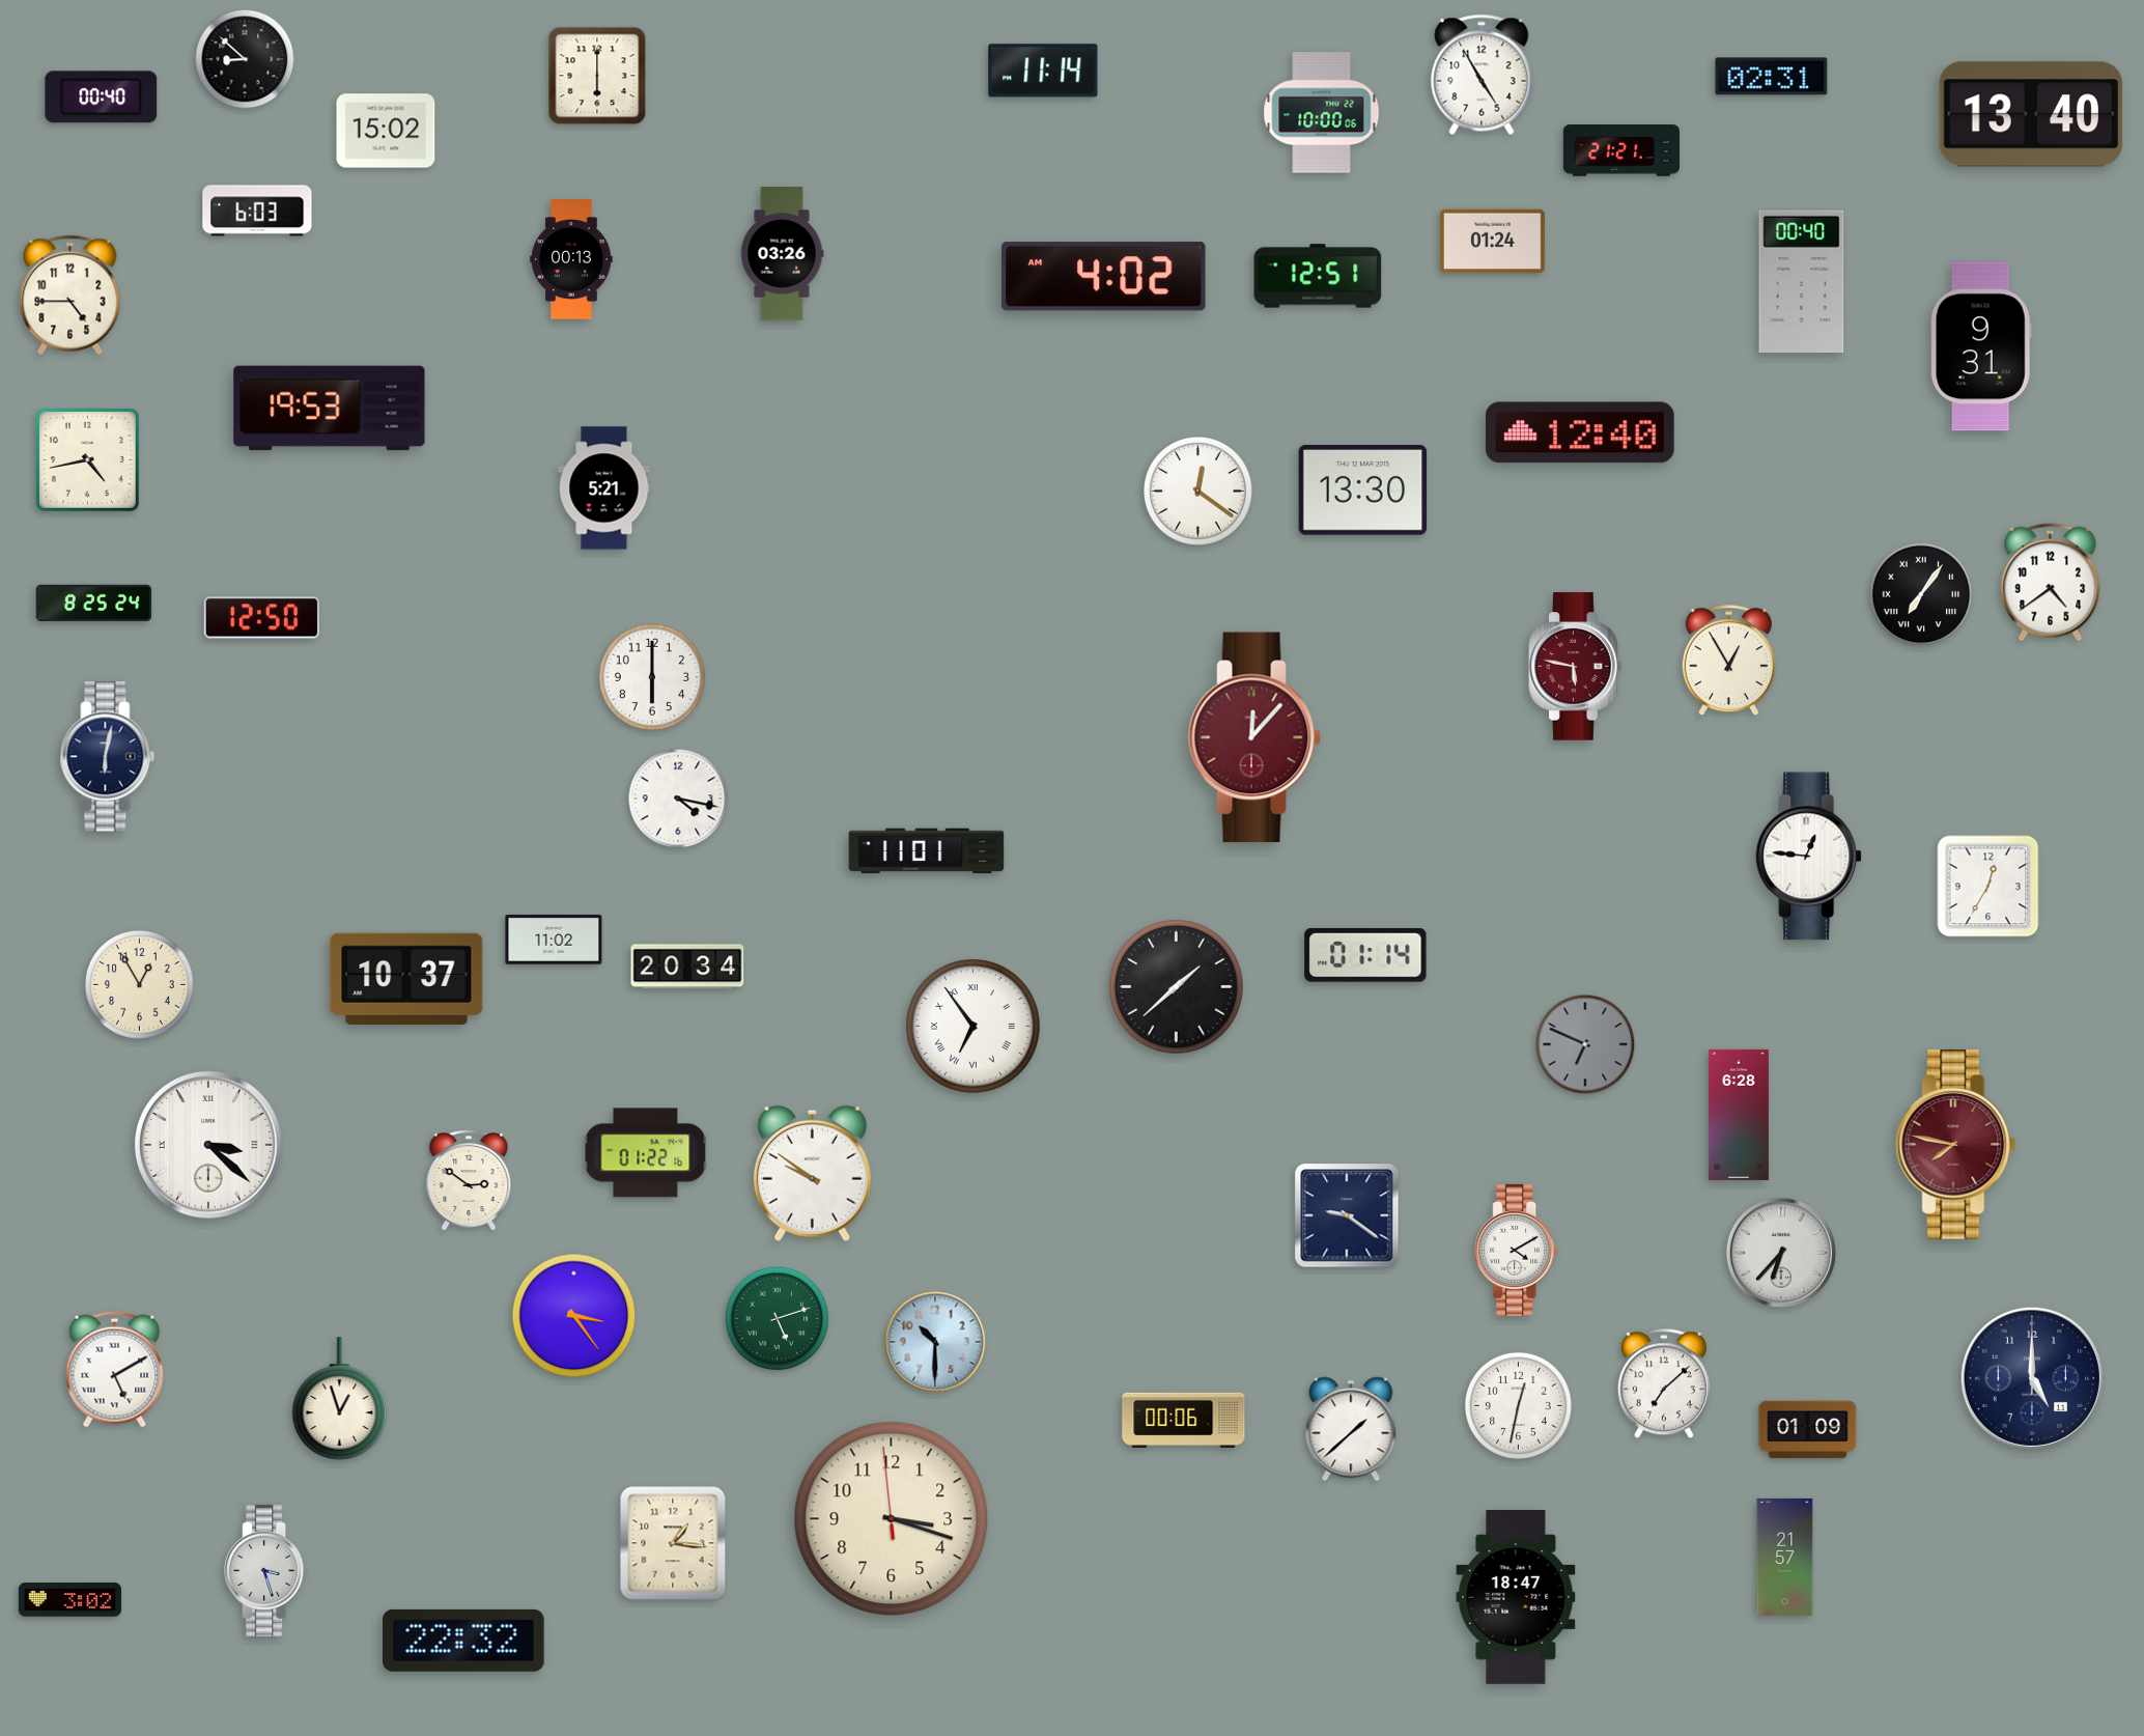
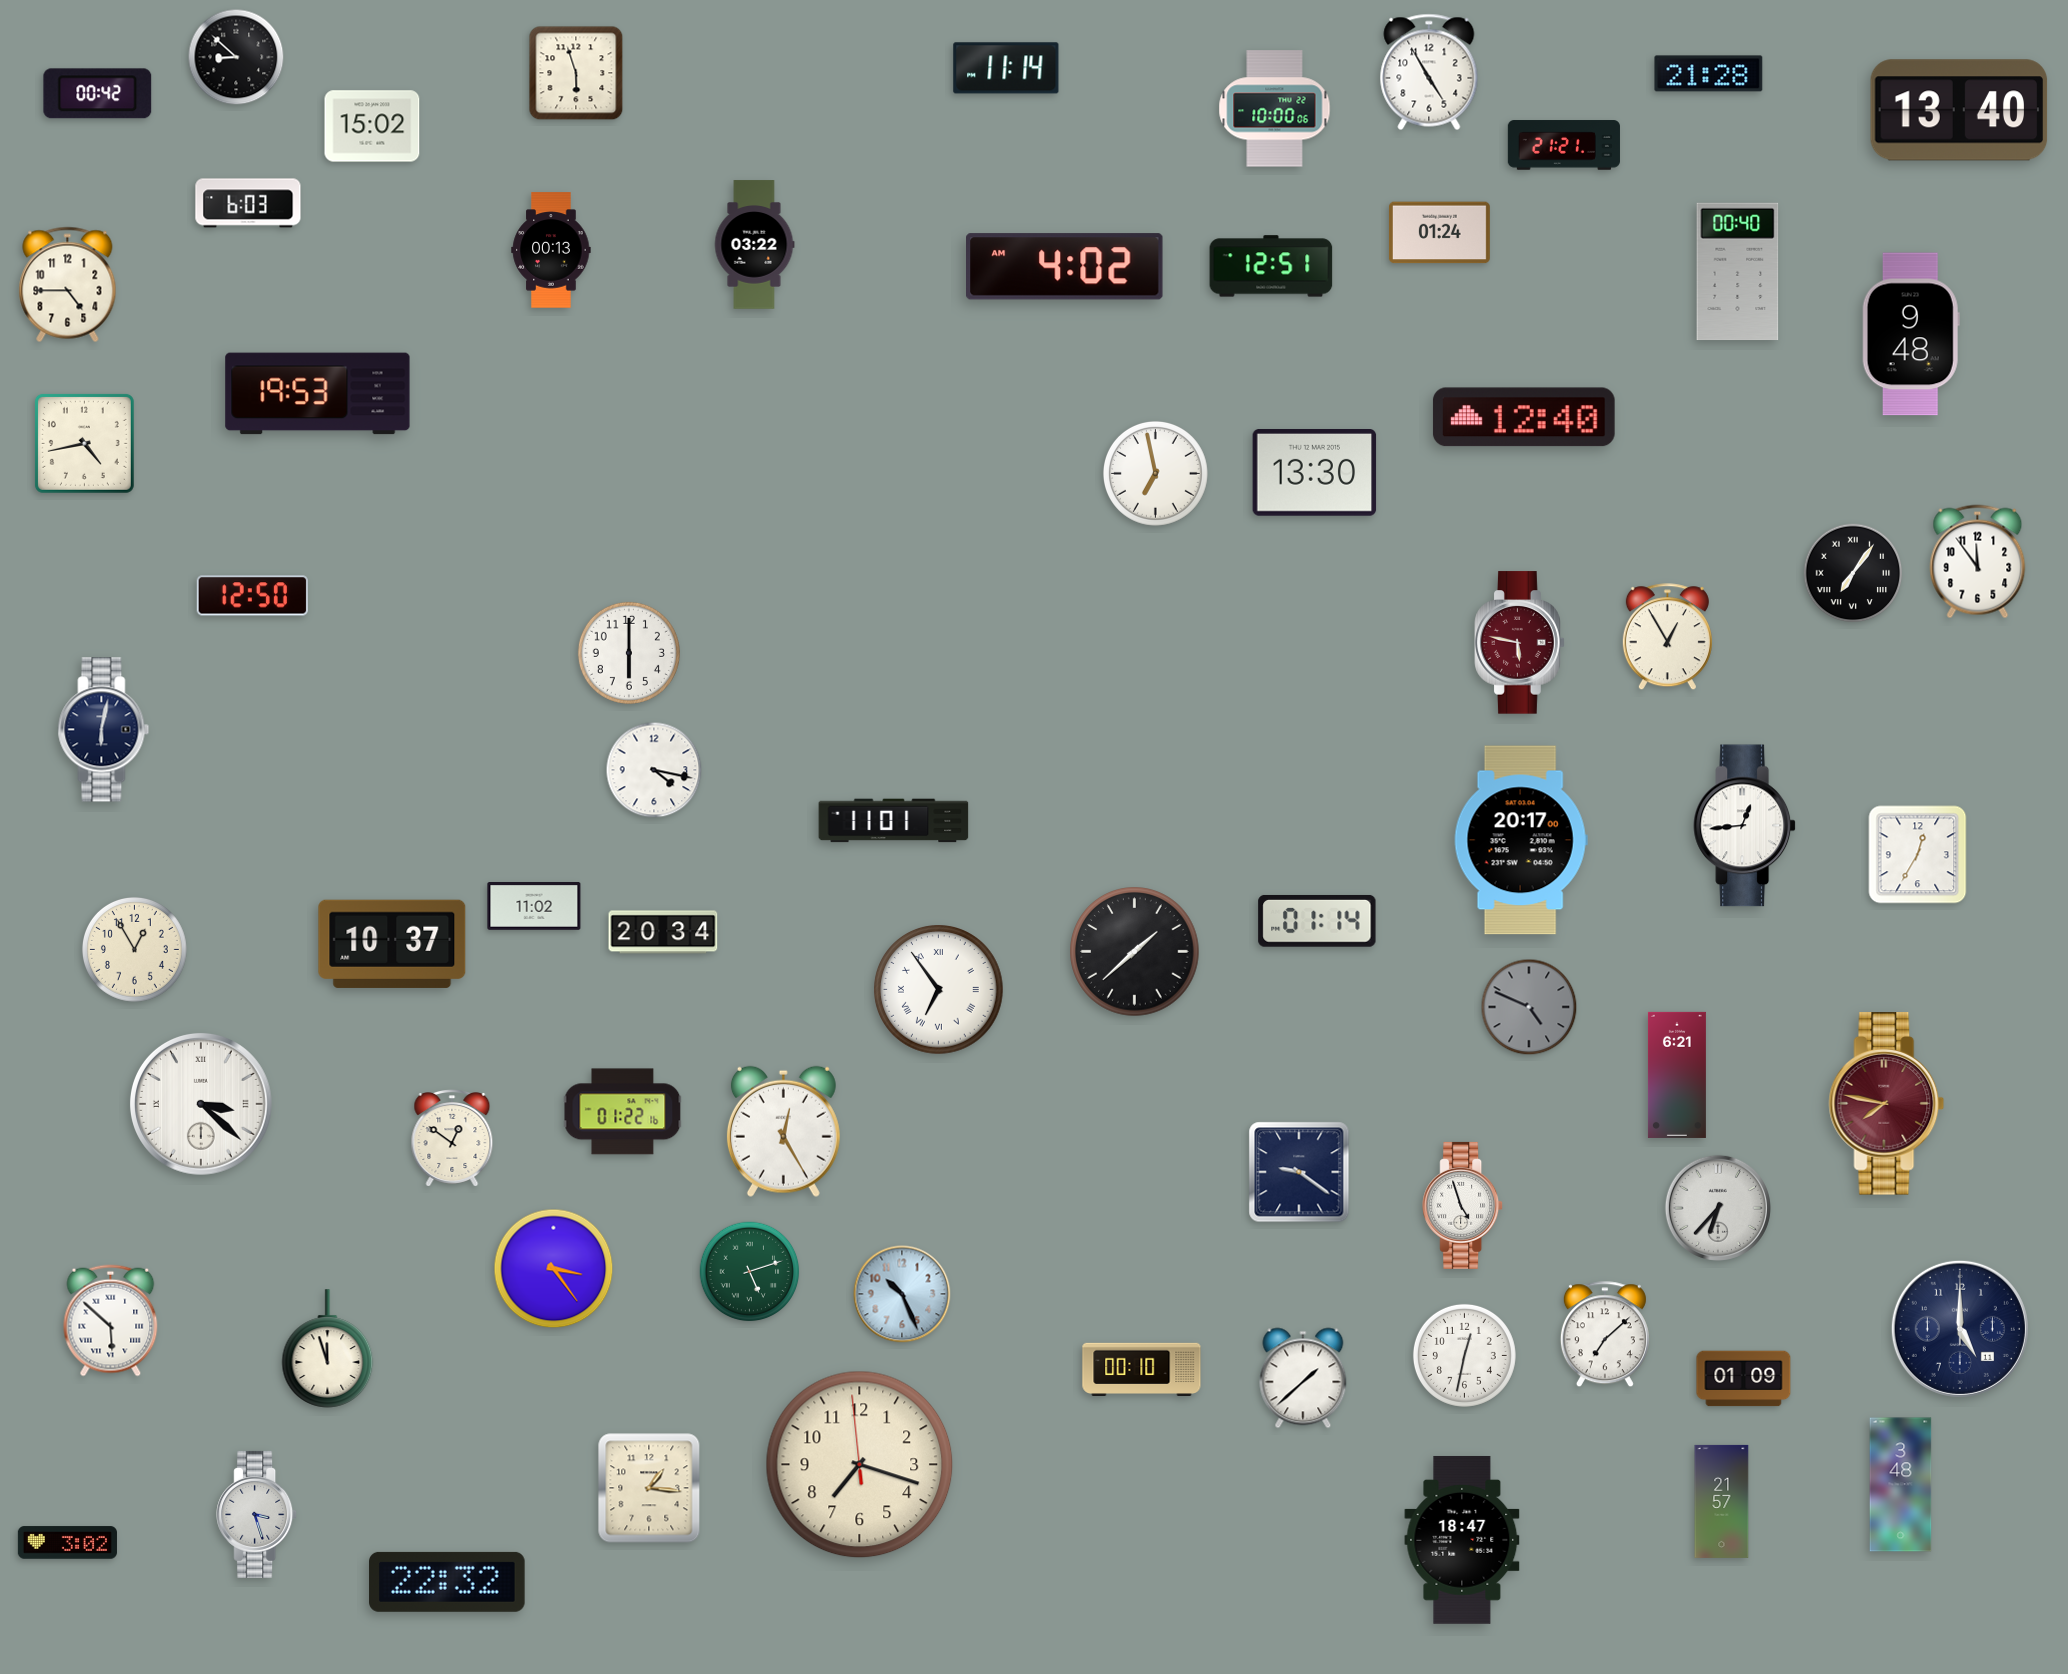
clock at (597, 76): 6:00 -> 5:57
clock at (1772, 77): 02:31 -> 21:28
clock at (102, 97): 00:40 -> 00:42
clock at (782, 254): 03:26 -> 03:22
clock at (1981, 346): 9:31 -> 9:48
clock at (604, 488): 5:21 -> none
clock at (1197, 491): 12:21 -> 6:58
clock at (2051, 583): 4:39 -> 11:54
clock at (94, 604): 8:25 -> none
clock at (1254, 737): 12:07 -> none
clock at (1809, 857): 12:46 -> 12:44
clock at (1521, 840): none -> 20:17
clock at (1585, 1044): 6:49 -> 4:49
clock at (1739, 1115): 6:28 -> 6:21
clock at (812, 1173): 9:51 -> 12:25
clock at (469, 1181): 2:51 -> 12:51
clock at (1517, 1250): 4:10 -> 4:57
clock at (935, 1342): 10:30 -> 10:26
clock at (115, 1370): 5:10 -> 5:52
clock at (340, 1399): 12:57 -> 11:57
clock at (1184, 1420): 00:06 -> 00:10
clock at (892, 1519): 3:17 -> 7:17
clock at (1901, 1485): none -> 3:48
